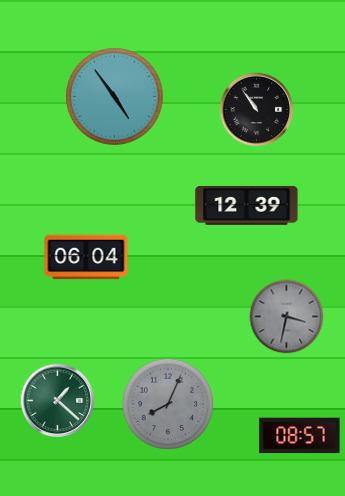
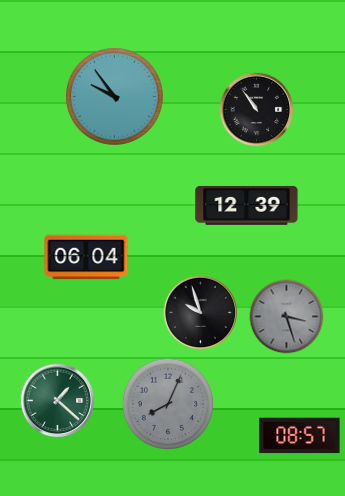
clock at (114, 96): 4:54 -> 9:54
clock at (201, 313): none -> 9:57
clock at (287, 317): 3:32 -> 3:27
